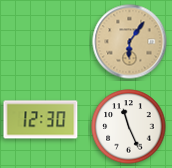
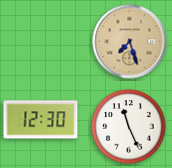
clock at (130, 42): 6:06 -> 7:27
